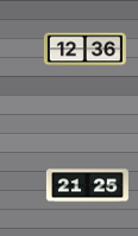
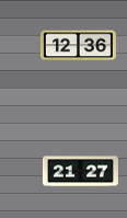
clock at (87, 186): 21:25 -> 21:27
